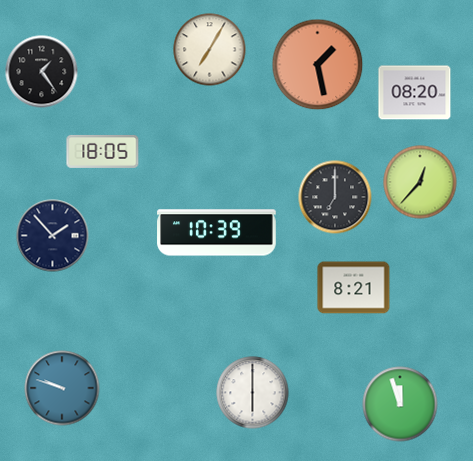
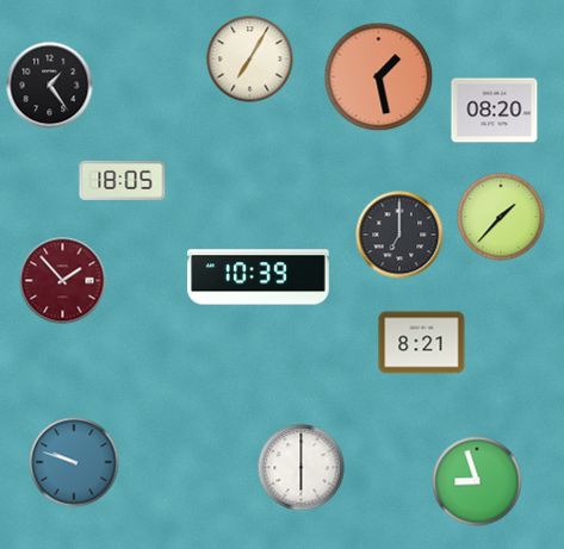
clock at (420, 182): 12:37 -> 1:37
clock at (53, 236) dial: navy -> burgundy
clock at (400, 404): 11:57 -> 8:57
